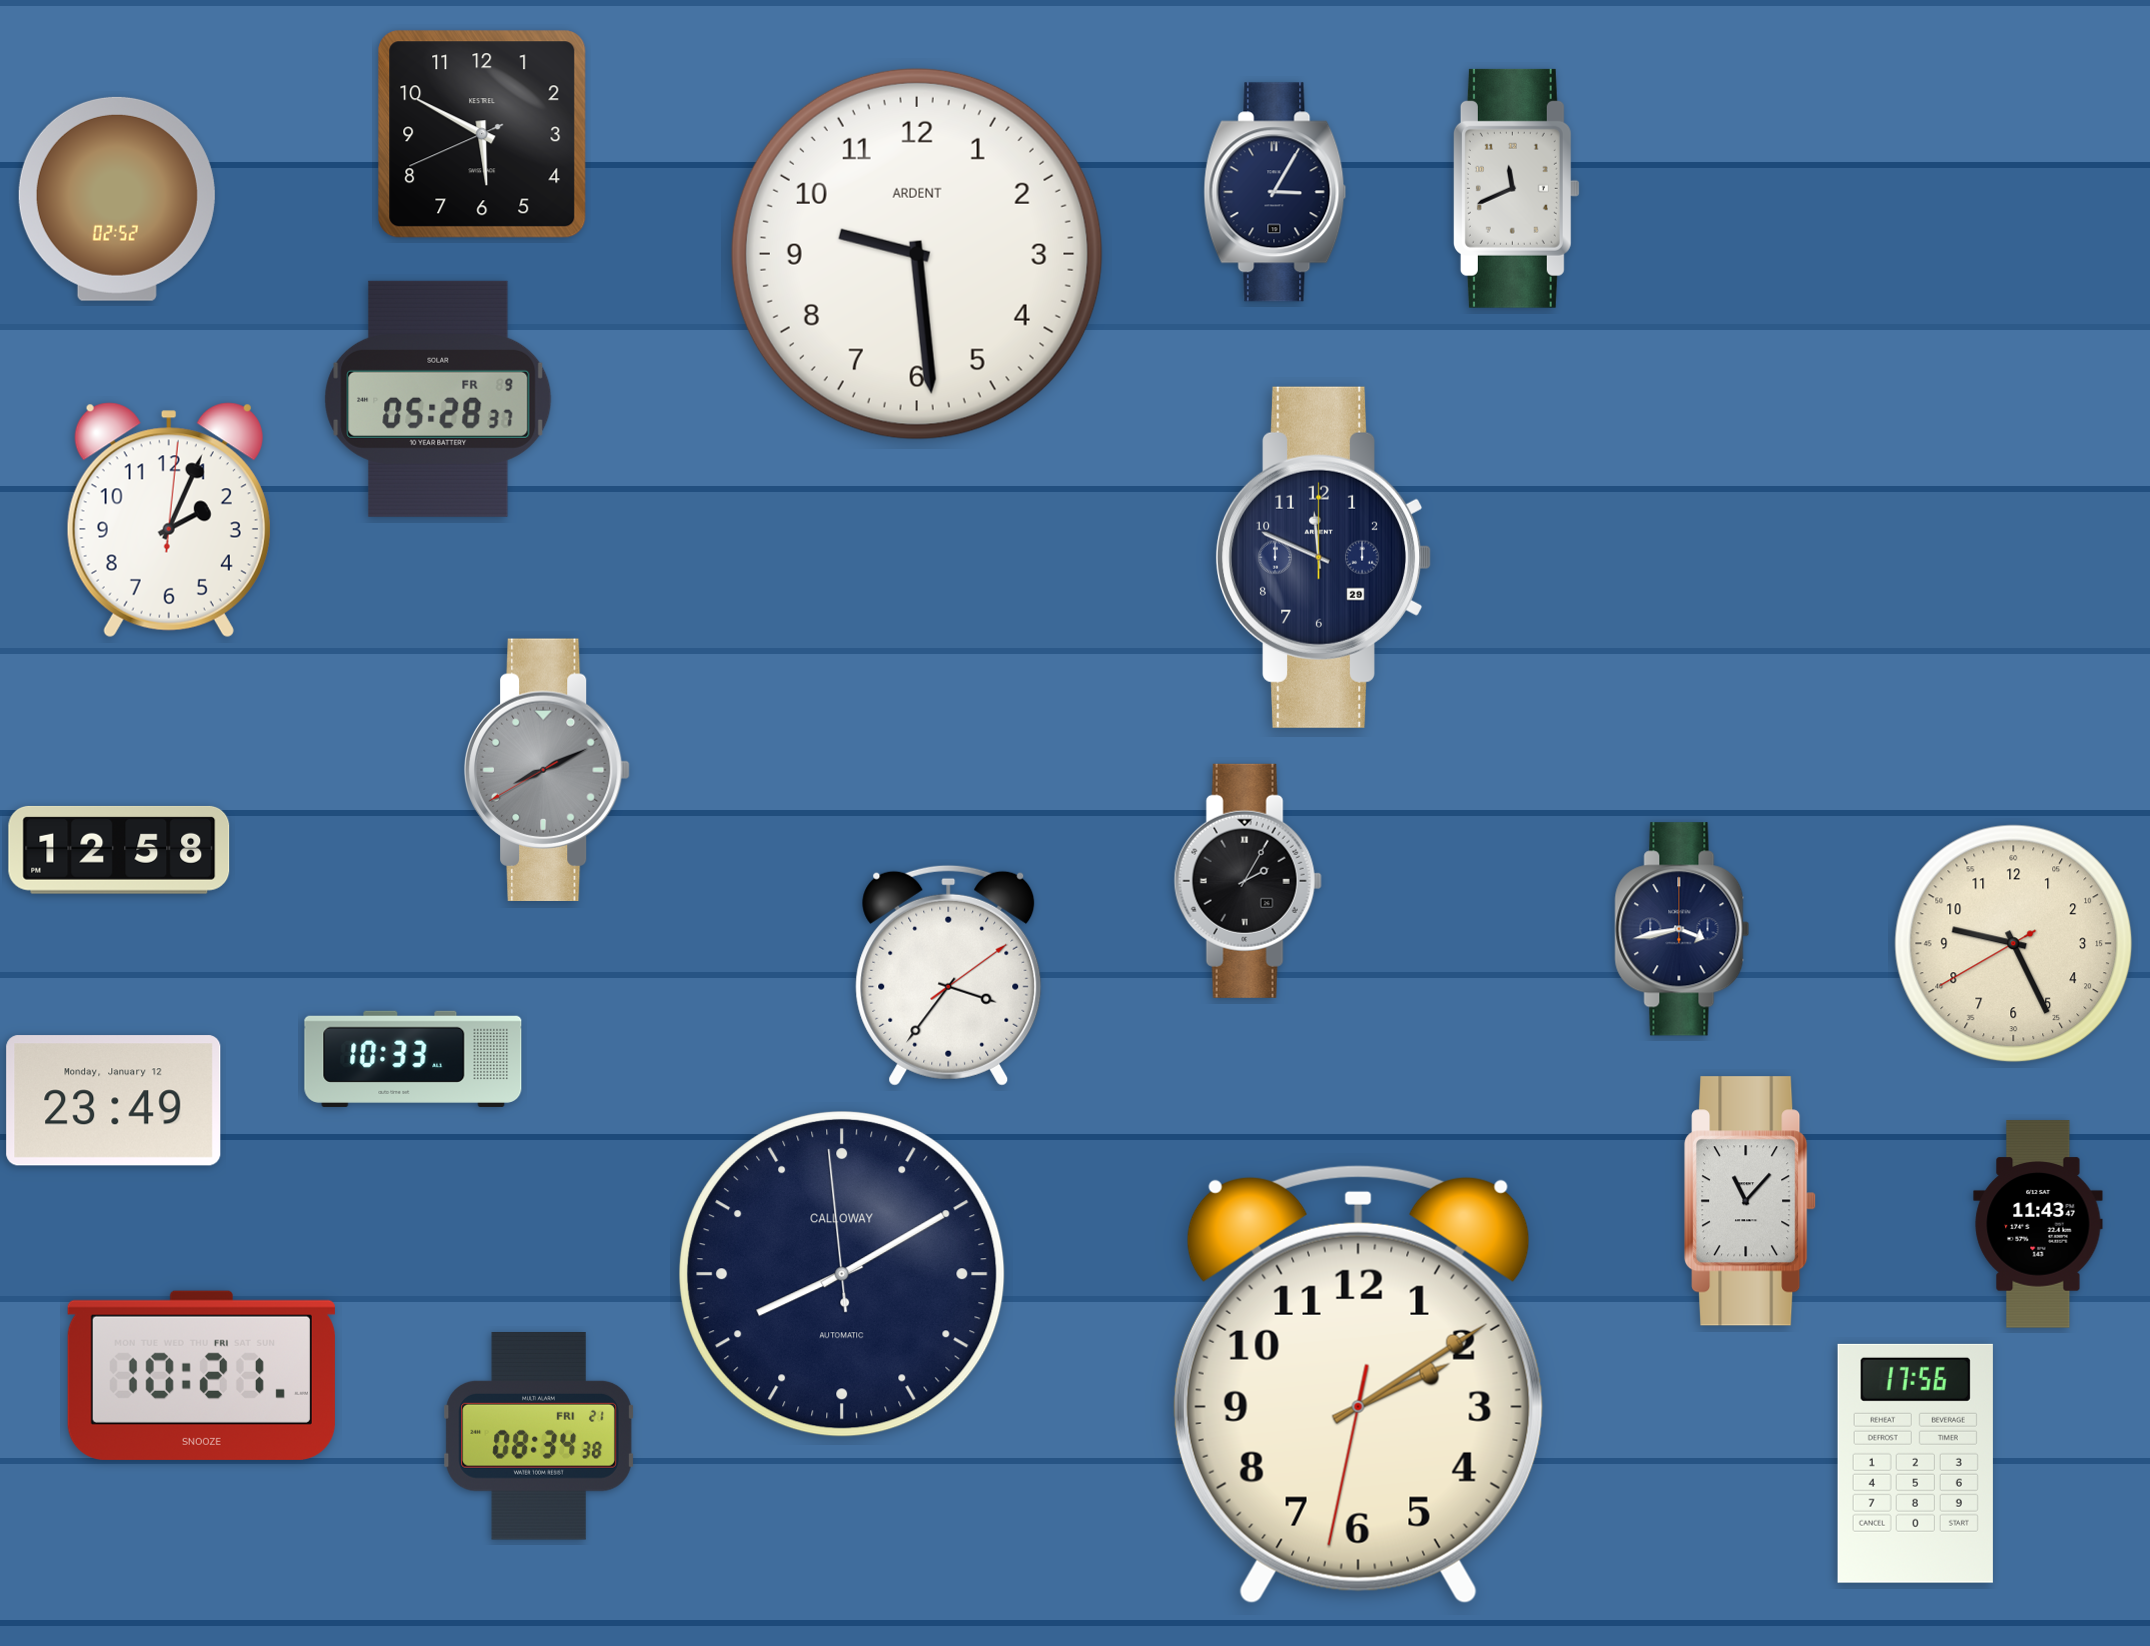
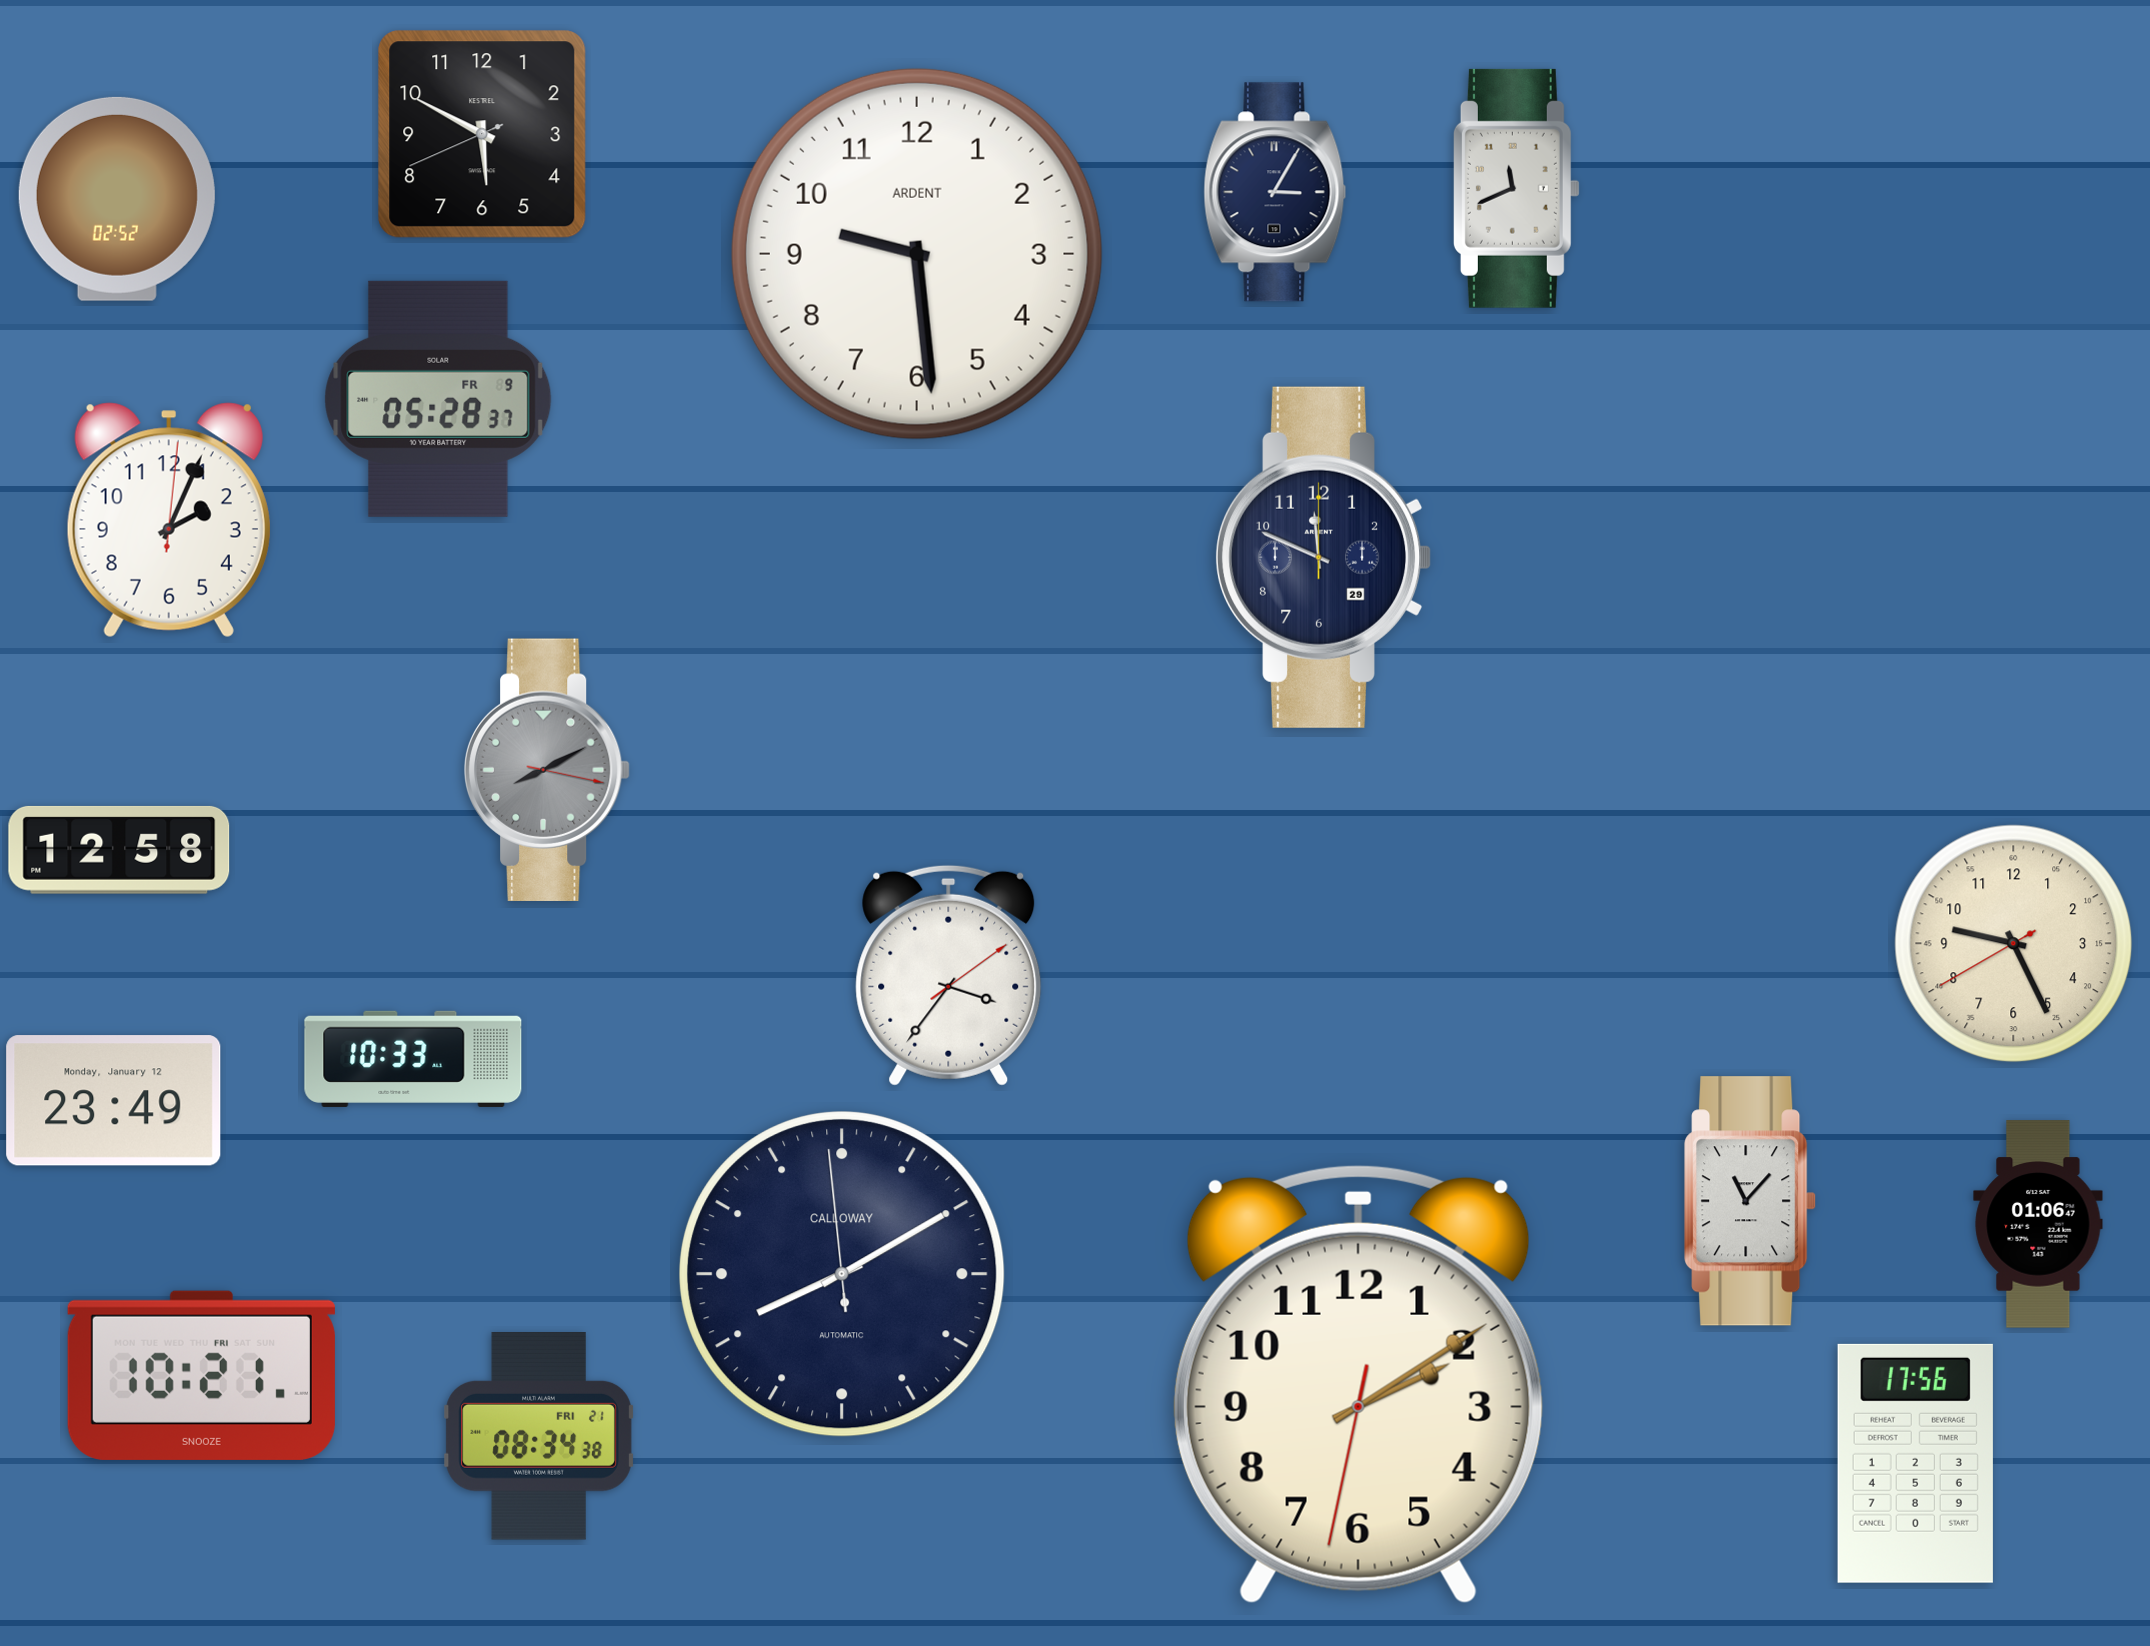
clock at (548, 769): 8:10:40 -> 8:10:17
clock at (1248, 881): 2:05 -> none
clock at (1682, 929): 3:43 -> none
clock at (2038, 1224): 11:43 -> 01:06
